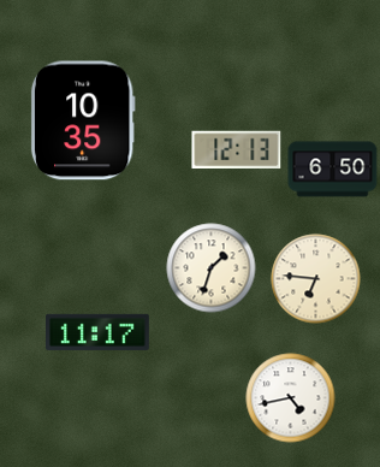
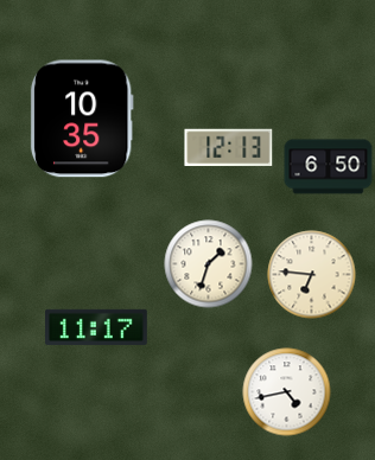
clock at (237, 149) position: (237, 149) -> (229, 147)
